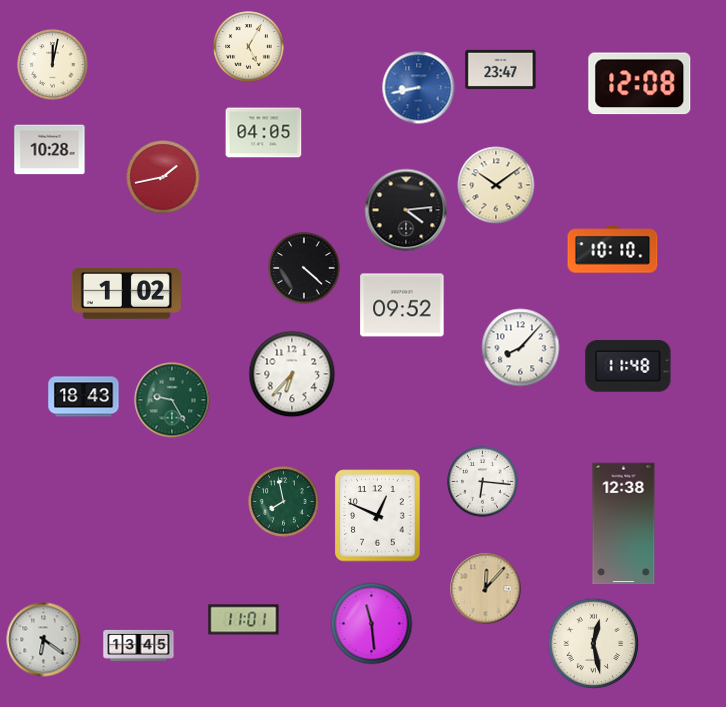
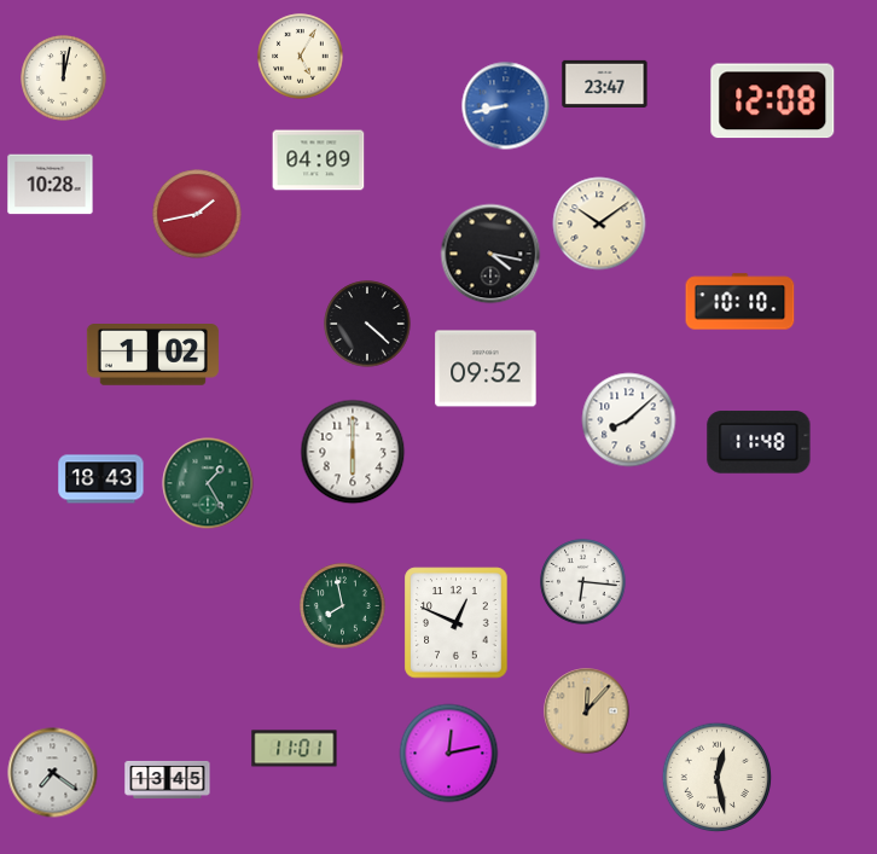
clock at (264, 133): 04:05 -> 04:09
clock at (50, 150) position: (50, 150) -> (51, 185)
clock at (406, 210): 4:14 -> 4:17
clock at (521, 348): 8:07 -> 8:08
clock at (292, 374): 6:37 -> 6:00
clock at (172, 400): 9:25 -> 1:25
clock at (624, 524): 12:38 -> none
clock at (372, 624): 11:29 -> 12:13
clock at (44, 640): 6:21 -> 7:21
